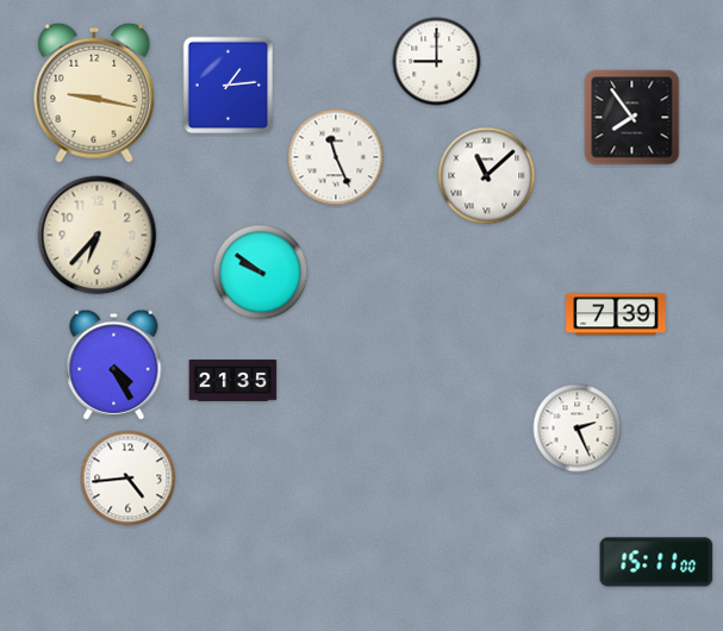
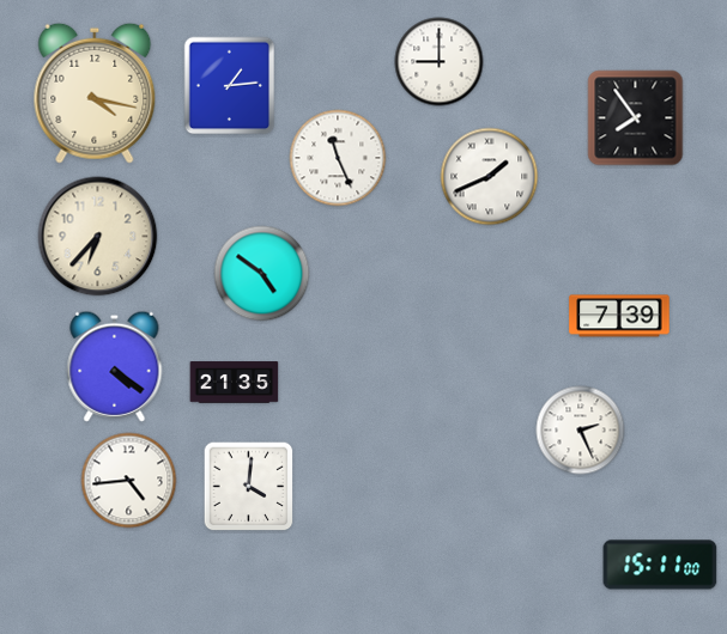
clock at (94, 93): 9:17 -> 4:17
clock at (487, 176): 11:08 -> 1:41
clock at (261, 273): 9:51 -> 4:51
clock at (114, 364): 4:25 -> 4:21
clock at (249, 487): none -> 4:01
